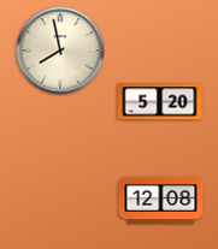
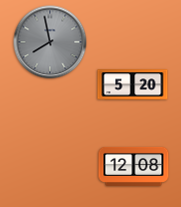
clock at (60, 51) dial: cream -> grey
